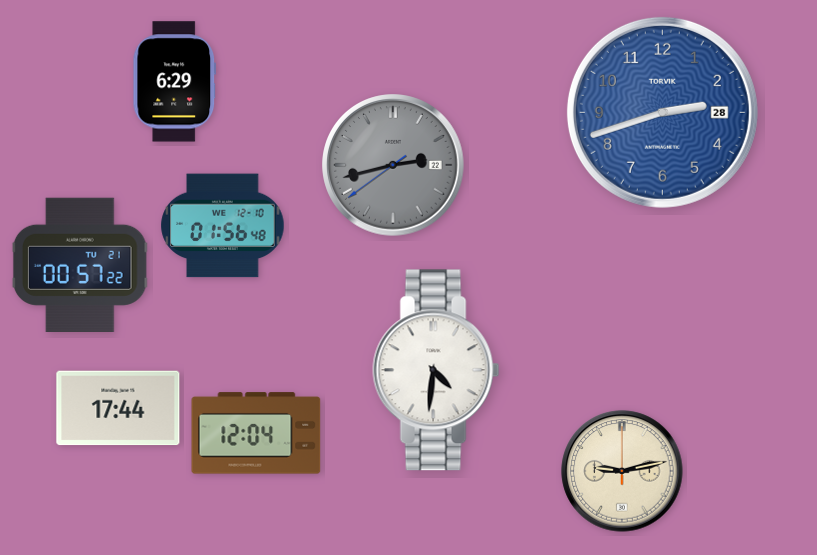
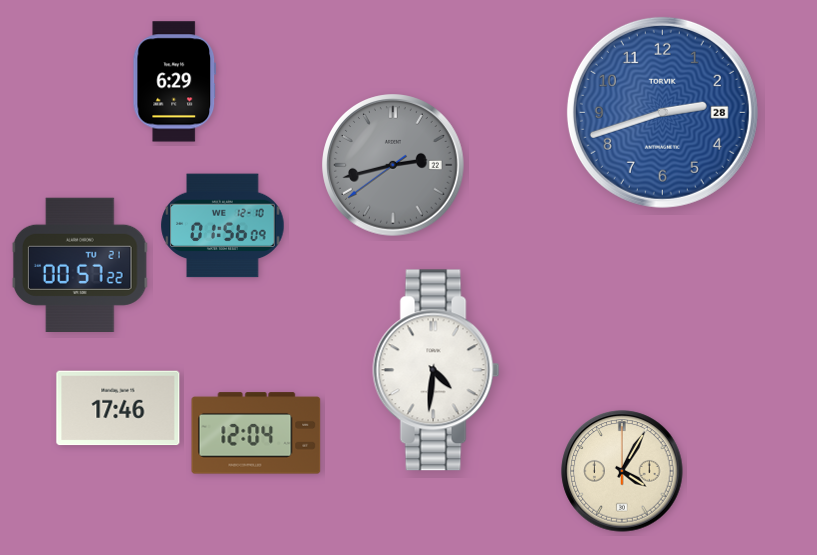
clock at (223, 226): 01:56:48 -> 01:56:09
clock at (118, 408): 17:44 -> 17:46
clock at (622, 471): 9:13 -> 4:05
